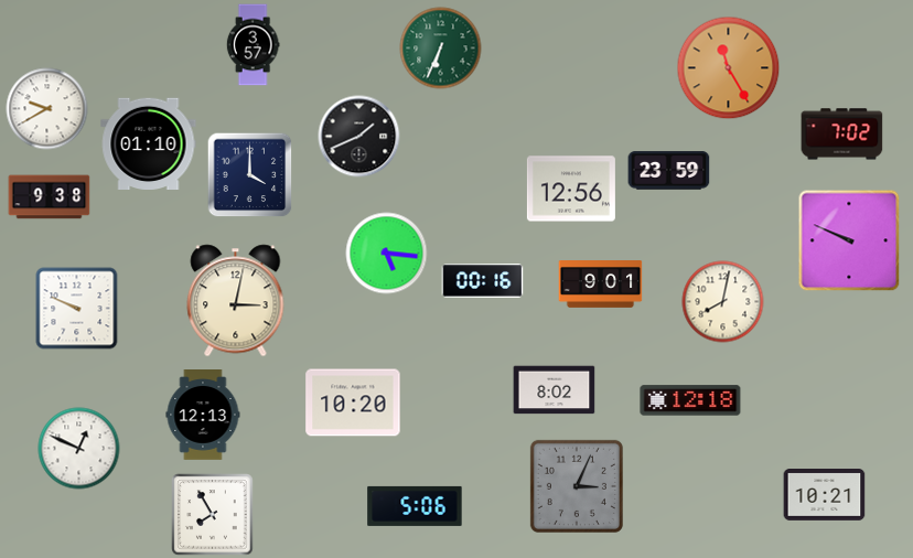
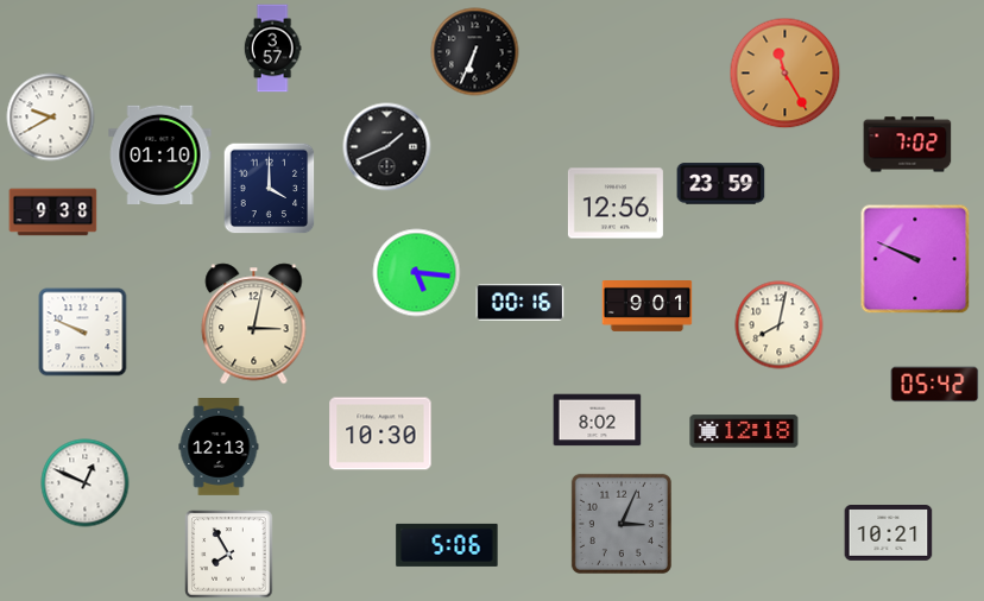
clock at (441, 49) dial: green -> black
clock at (935, 385): none -> 05:42
clock at (353, 403): 10:20 -> 10:30
